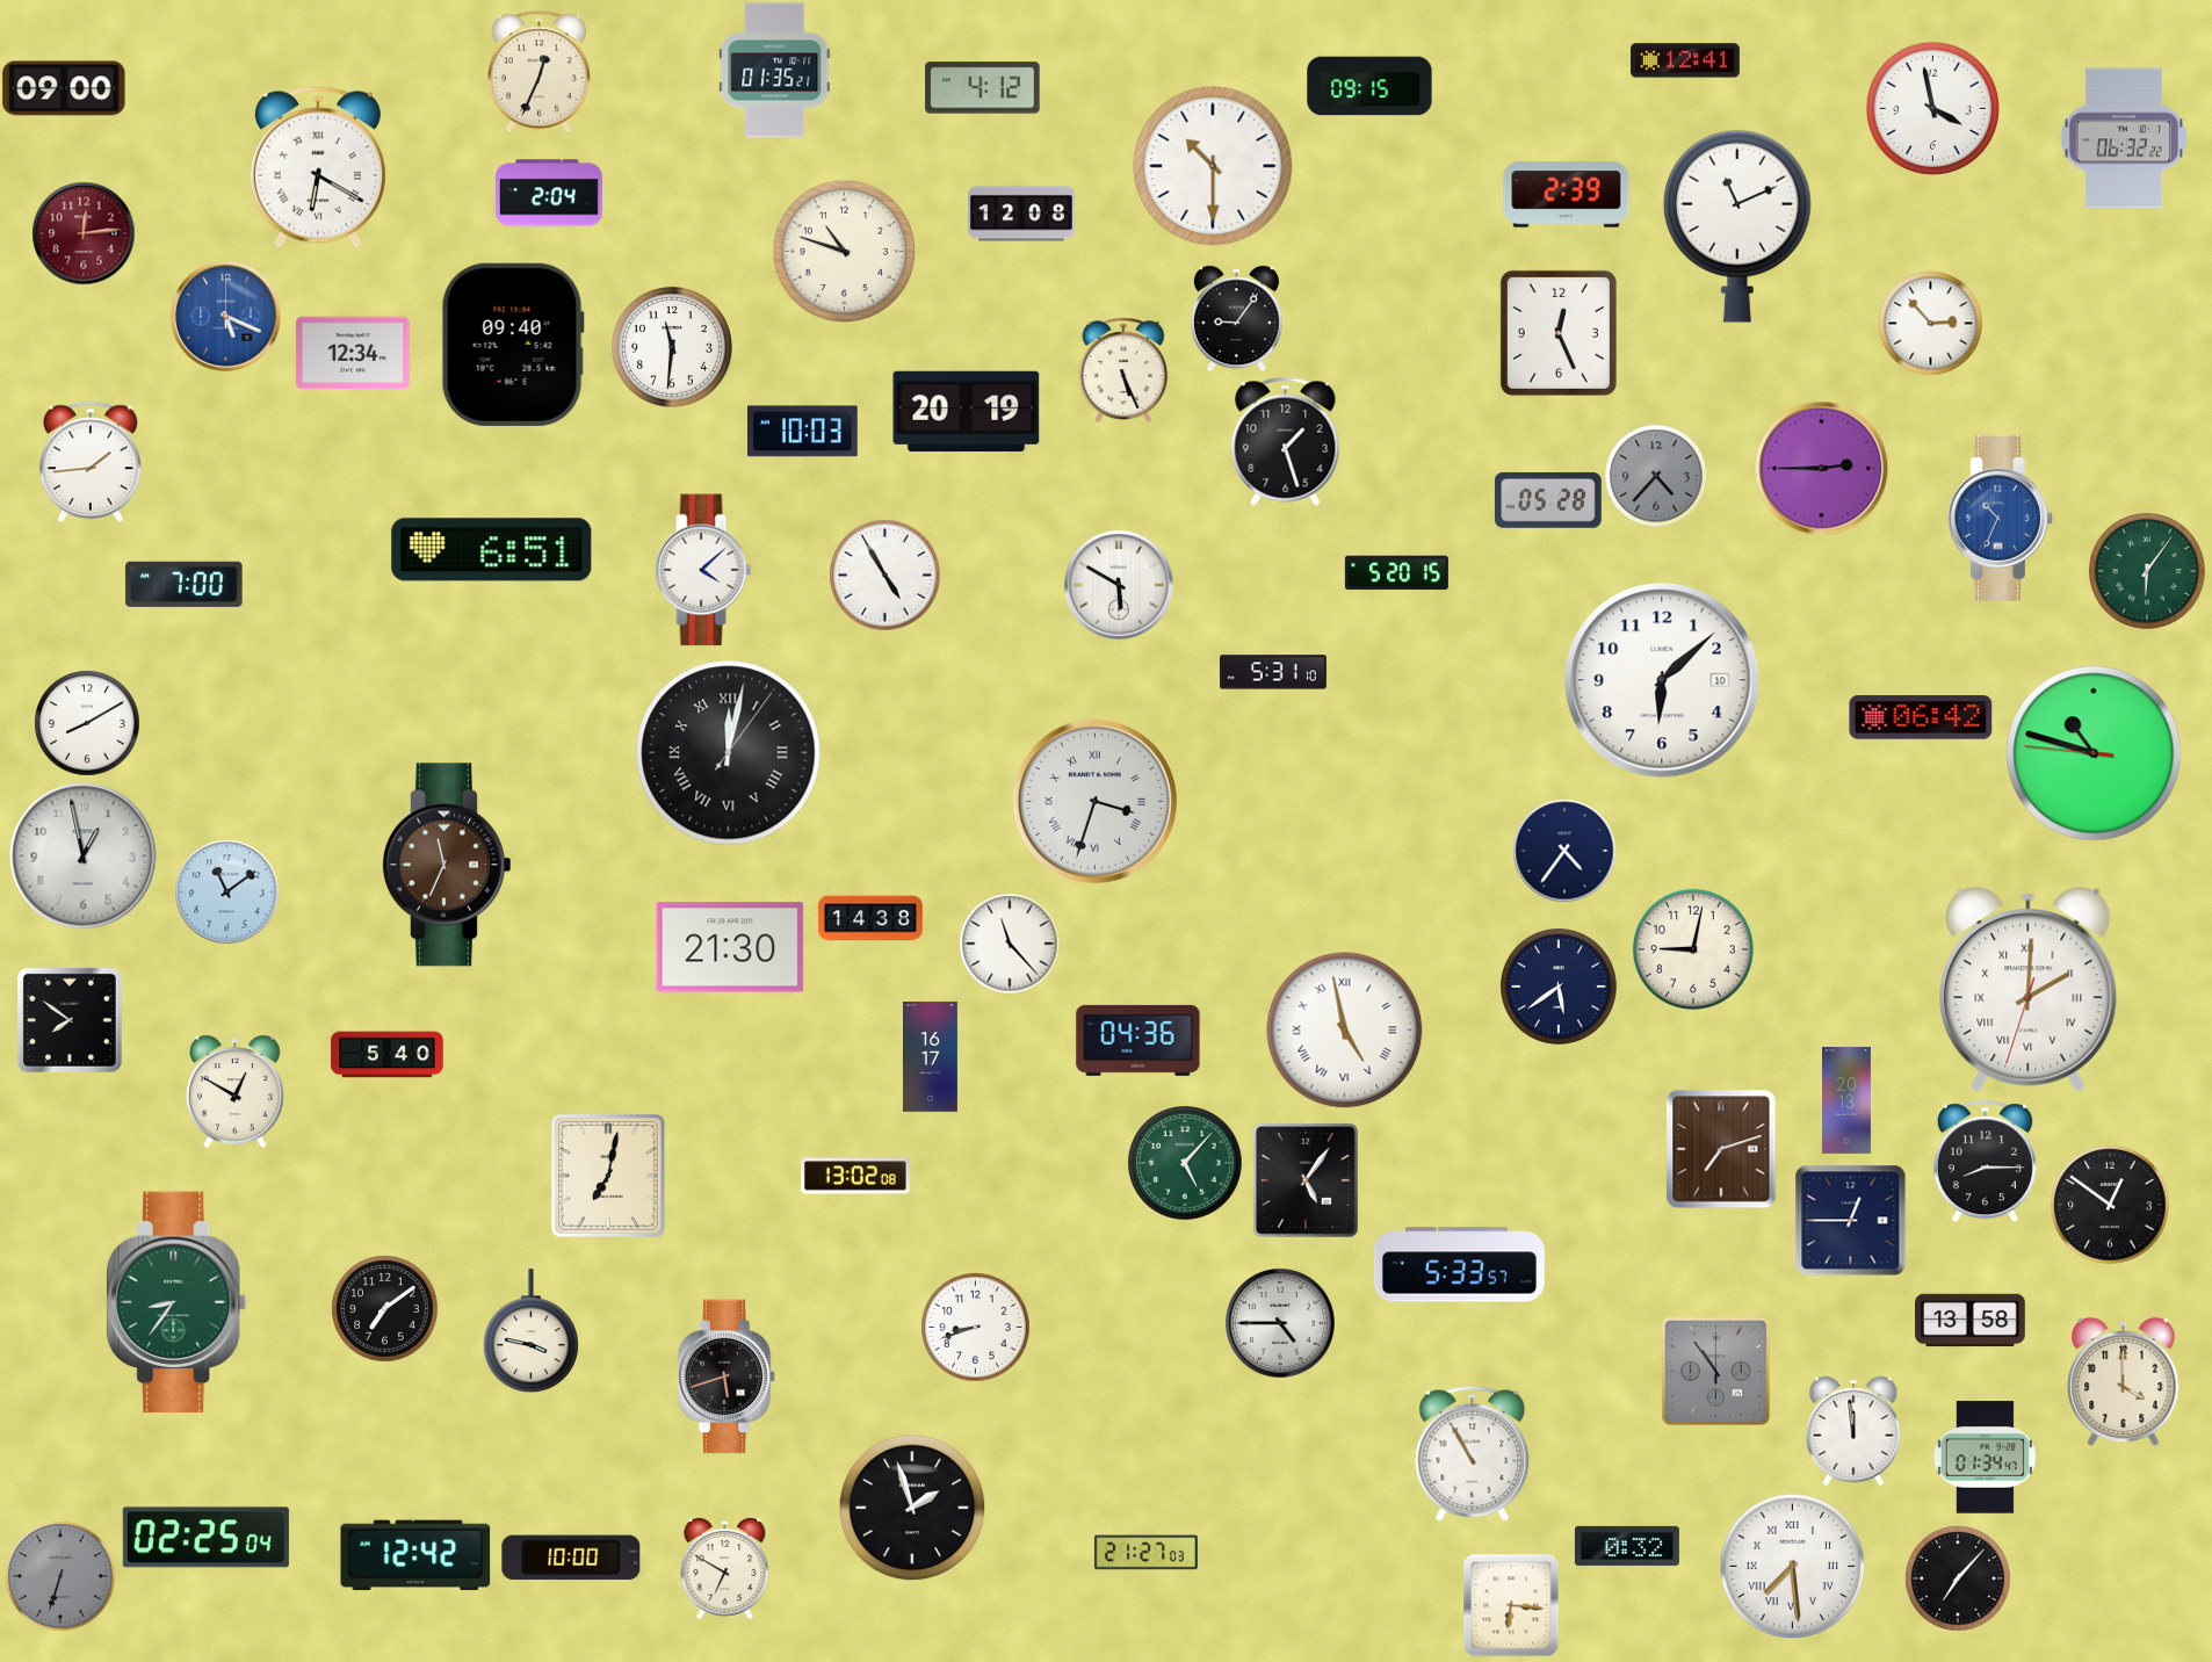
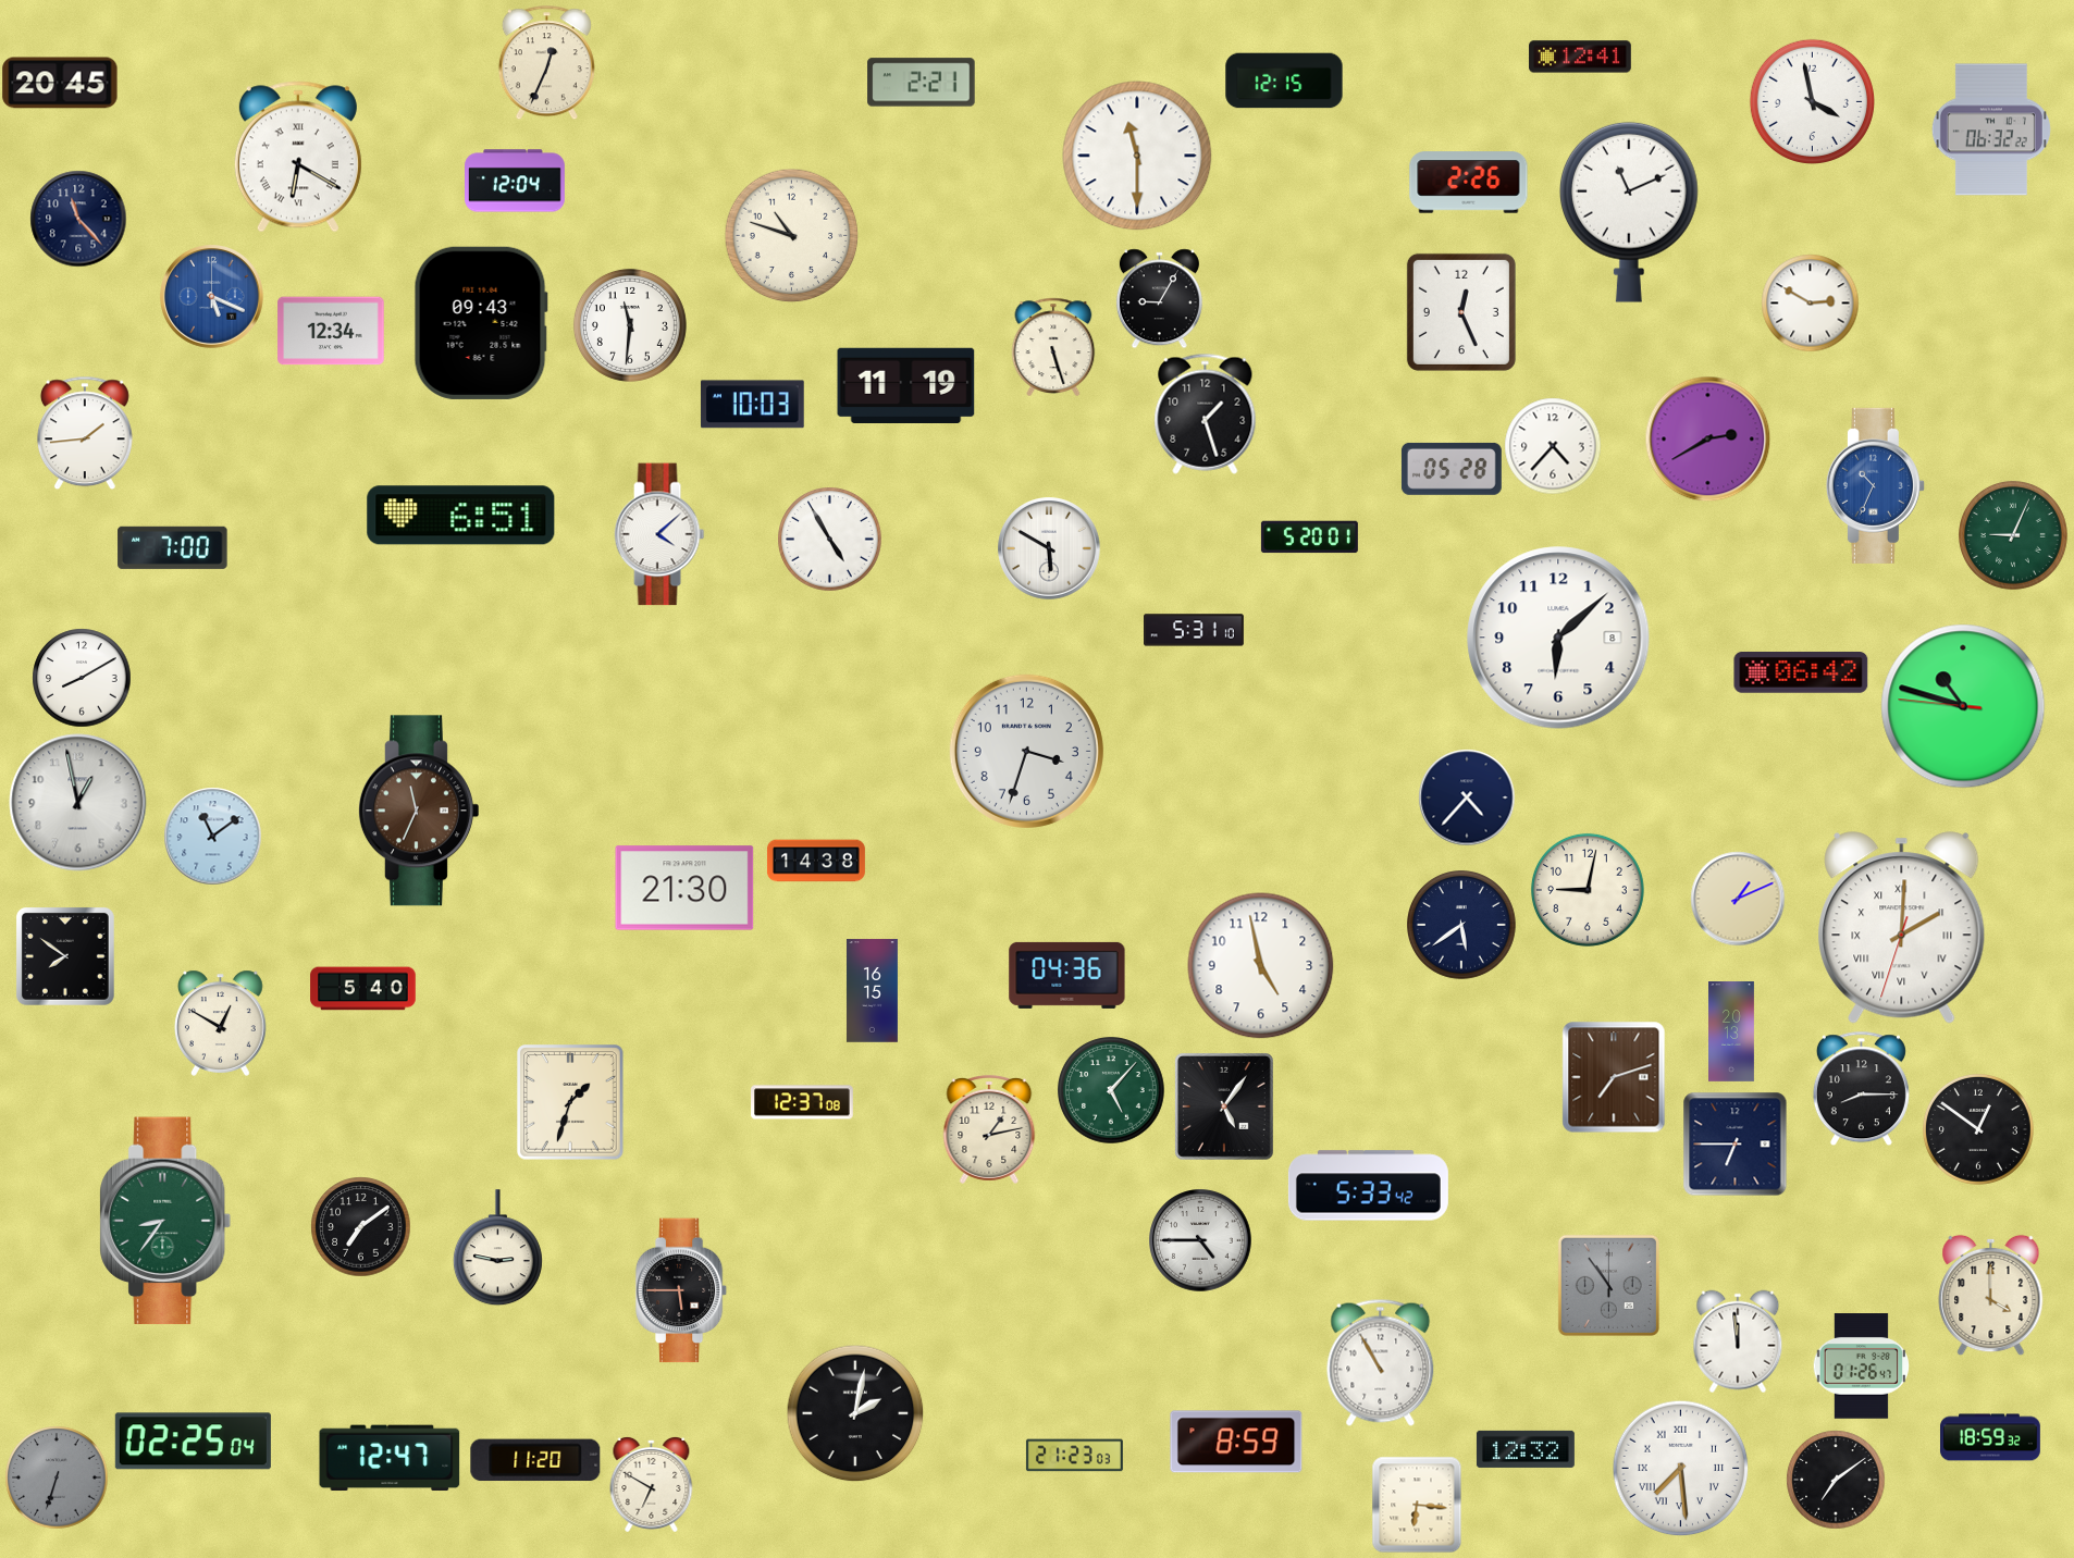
clock at (538, 71) position: (538, 71) -> (546, 62)
clock at (775, 71): 01:35 -> none
clock at (1369, 86): 09:15 -> 12:15
clock at (64, 88): 09:00 -> 20:45
clock at (983, 88): 4:12 -> 2:21
clock at (1213, 166): 10:30 -> 11:30
clock at (550, 193): 2:04 -> 12:04
clock at (1567, 195): 2:39 -> 2:26
clock at (1022, 214): 12:08 -> none
clock at (84, 233): 12:14 -> 11:23
clock at (84, 233) dial: burgundy -> navy
clock at (1236, 318): 9:06 -> 9:05
clock at (1930, 323): 2:53 -> 2:50
clock at (513, 345): 09:40 -> 09:43
clock at (1123, 370): 5:26 -> 5:27
clock at (967, 411): 20:19 -> 11:19
clock at (1821, 468): 2:45 -> 2:40
clock at (1656, 476) dial: grey -> white
clock at (2148, 572): 6:06 -> 9:04
clock at (1396, 573): 5:20:15 -> 5:20:01
clock at (1662, 680) date: 10 -> 8
clock at (729, 753): 12:02 -> none
clock at (1094, 801) numerals: Roman -> Arabic
clock at (1564, 851): 4:36 -> 4:37
clock at (1010, 944): 11:23 -> none
clock at (1738, 899): none -> 1:11
clock at (1345, 1031) numerals: Roman -> Arabic
clock at (930, 1057): 16:17 -> 16:15
clock at (608, 1176): 7:02 -> 1:33
clock at (855, 1176): 13:02 -> 12:37
clock at (989, 1129): none -> 1:13
clock at (1850, 1220): 12:45 -> 6:45
clock at (1459, 1265): 5:33:57 -> 5:33:42
clock at (1971, 1321): 13:58 -> none
clock at (975, 1327): 8:42 -> none
clock at (530, 1331): 3:47 -> 2:47
clock at (727, 1376): 5:42 -> 5:45
clock at (1986, 1458): 01:34 -> 01:26
clock at (912, 1508): 1:57 -> 2:02
clock at (1991, 1437): none -> 18:59
clock at (1236, 1442): none -> 8:59
clock at (1627, 1546): 0:32 -> 12:32
clock at (1145, 1553): 21:27 -> 21:23
clock at (415, 1555): 12:42 -> 12:47
clock at (571, 1558): 10:00 -> 11:20
clock at (725, 1568) position: (725, 1568) -> (652, 1484)
clock at (1958, 1578): 7:07 -> 7:09
